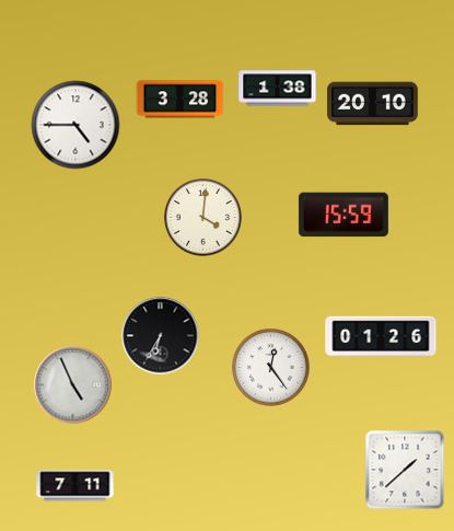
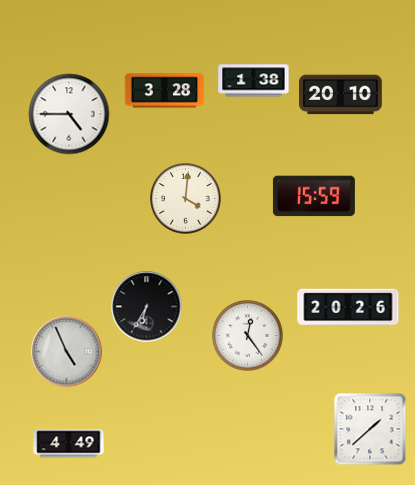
clock at (381, 336): 01:26 -> 20:26
clock at (75, 486): 7:11 -> 4:49
